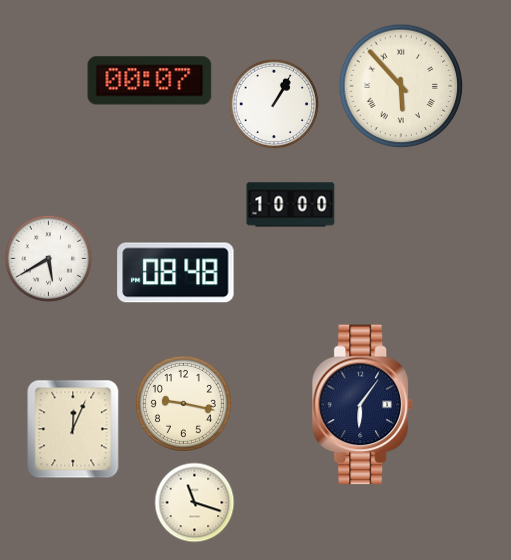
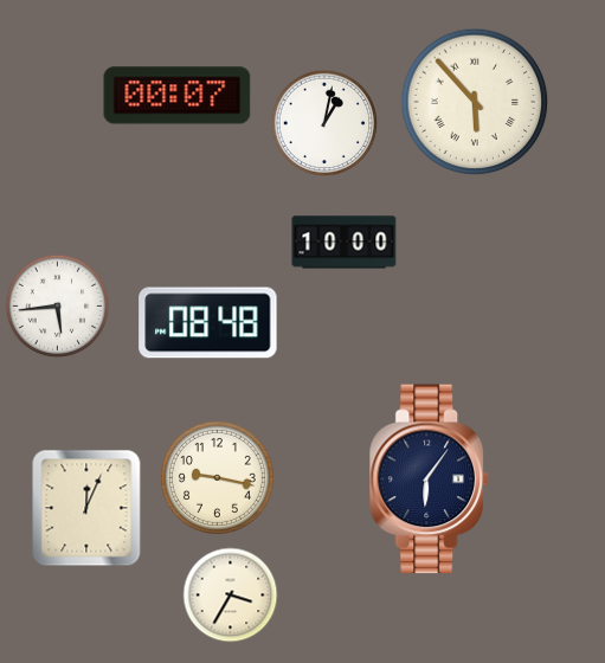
clock at (274, 104): 1:05 -> 1:02
clock at (49, 259): 5:40 -> 5:44
clock at (195, 503): 11:18 -> 3:35
